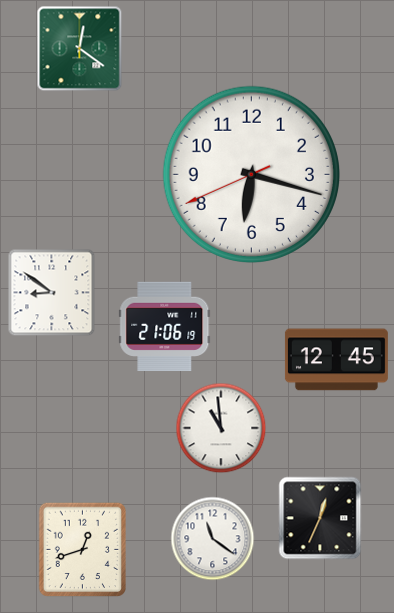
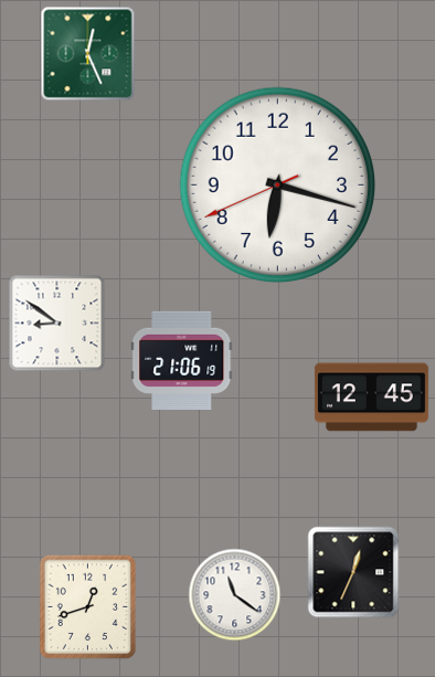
clock at (80, 49): 12:21 -> 12:26
clock at (251, 174) position: (251, 174) -> (277, 184)
clock at (221, 428): 10:59 -> none
clock at (83, 550) position: (83, 550) -> (88, 607)
